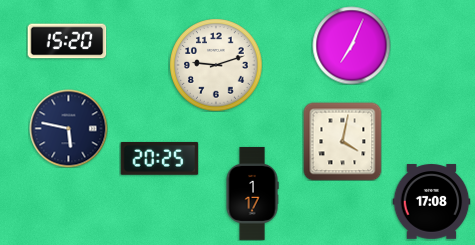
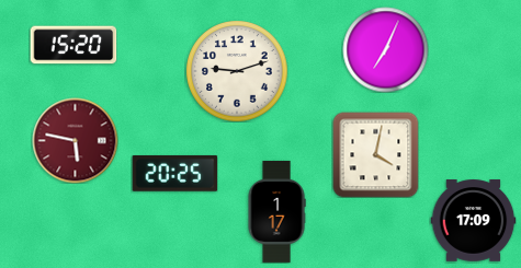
clock at (68, 128) dial: navy -> burgundy
clock at (431, 202): 17:08 -> 17:09
